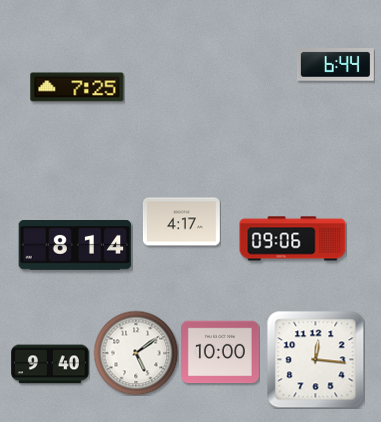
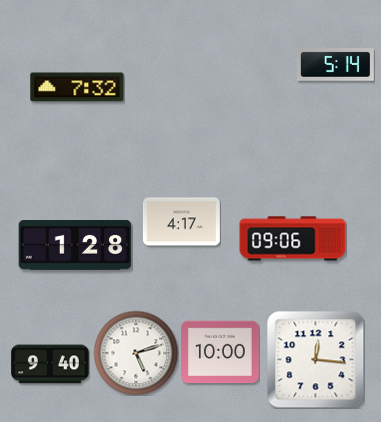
clock at (335, 65): 6:44 -> 5:14
clock at (77, 87): 7:25 -> 7:32
clock at (75, 246): 8:14 -> 1:28
clock at (136, 353): 5:09 -> 5:12
